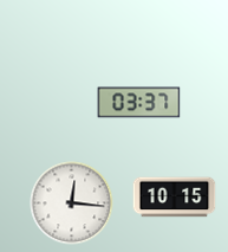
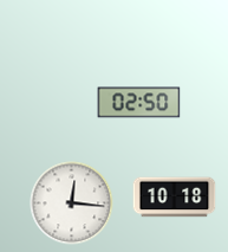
clock at (139, 103): 03:37 -> 02:50
clock at (175, 198): 10:15 -> 10:18
